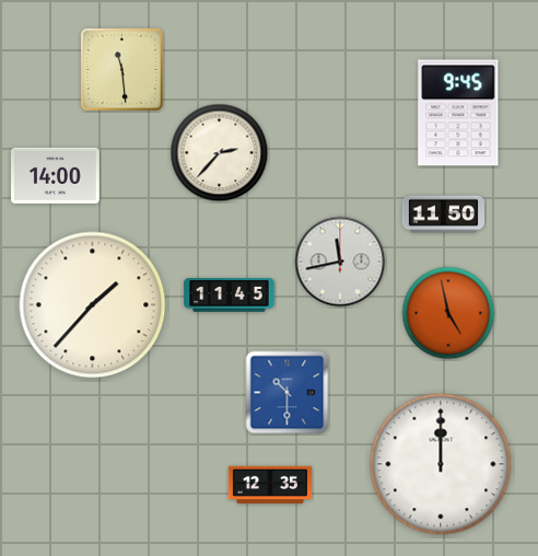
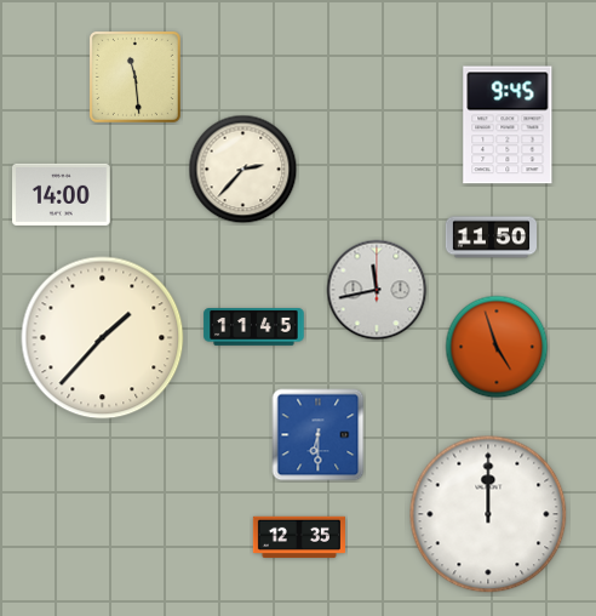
clock at (448, 313): 4:58 -> 4:57
clock at (288, 393): 10:30 -> 6:30
